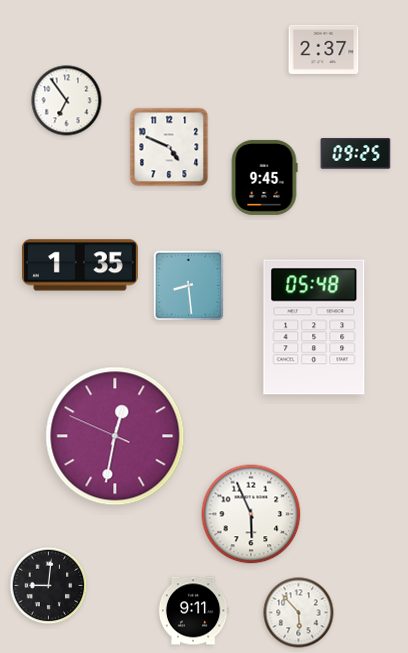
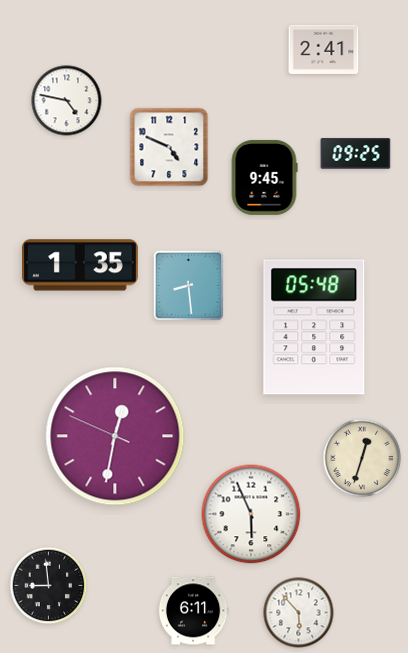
clock at (324, 49): 2:37 -> 2:41
clock at (67, 101): 6:54 -> 4:47
clock at (362, 458): none -> 12:33
clock at (49, 586): 9:01 -> 8:59
clock at (193, 611): 9:11 -> 6:11
